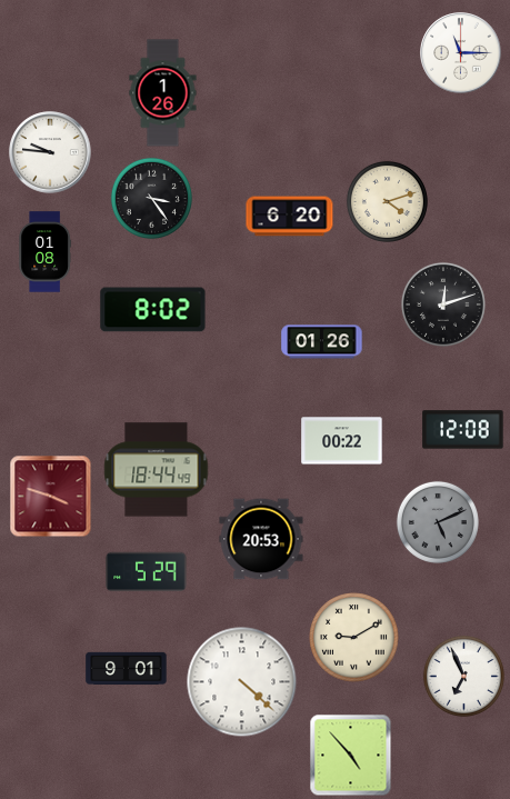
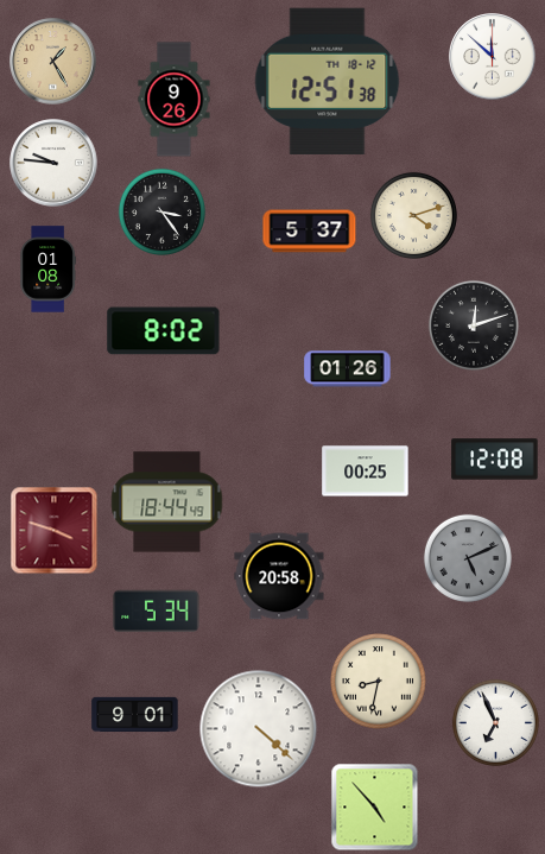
clock at (461, 53): 11:15 -> 11:52
clock at (53, 62): none -> 1:25
clock at (328, 81): none -> 12:51
clock at (163, 93): 1:26 -> 9:26
clock at (290, 217): 6:20 -> 5:37
clock at (322, 342) position: (322, 342) -> (348, 369)
clock at (342, 441): 00:22 -> 00:25
clock at (261, 539): 20:53 -> 20:58
clock at (147, 572): 5:29 -> 5:34
clock at (354, 638): 9:10 -> 8:32
